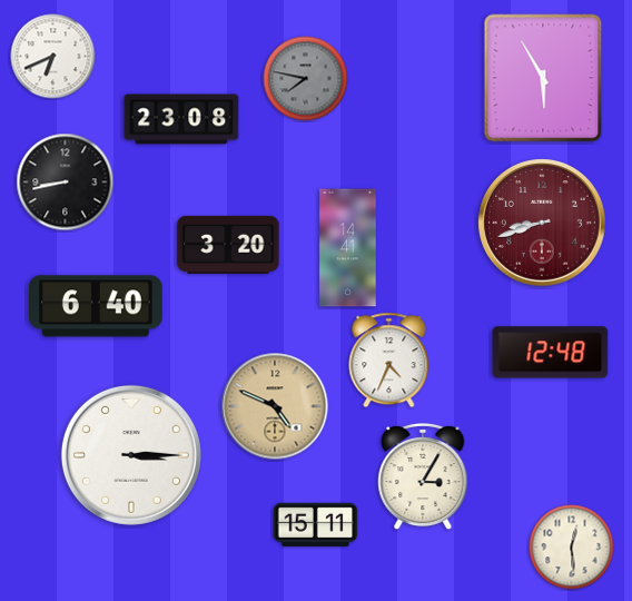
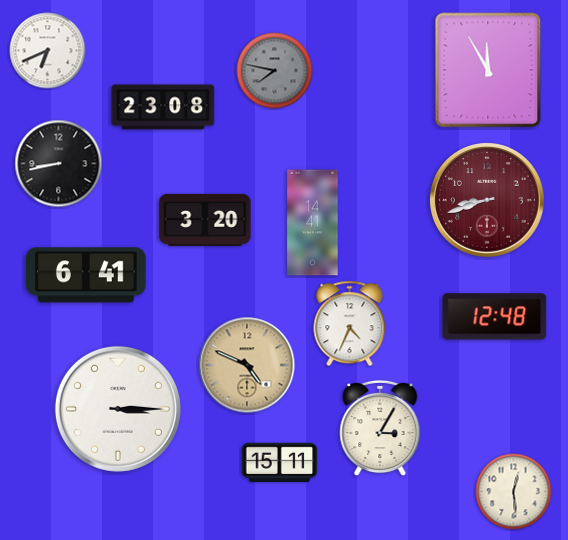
clock at (543, 78): 5:55 -> 11:55
clock at (97, 306): 6:40 -> 6:41
clock at (316, 524) position: (316, 524) -> (280, 462)
